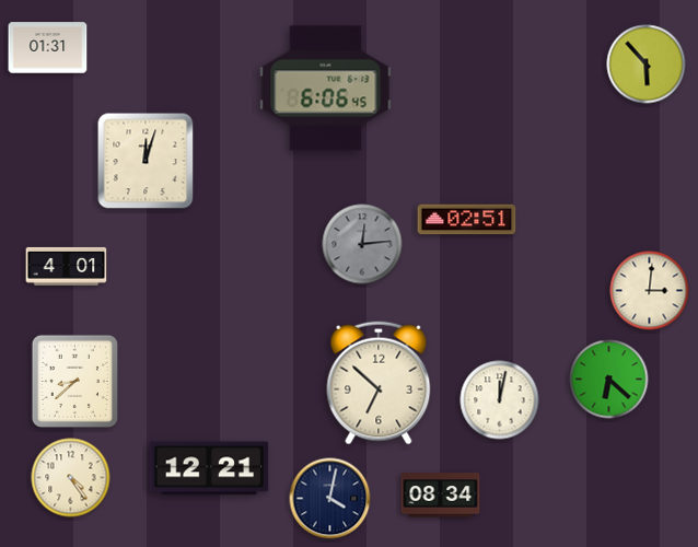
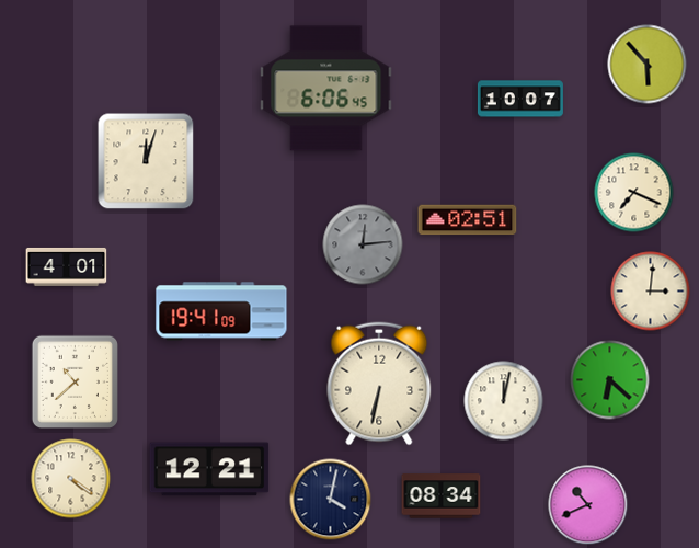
clock at (48, 48): 01:31 -> none
clock at (520, 99): none -> 10:07
clock at (634, 193): none -> 7:19
clock at (221, 311): none -> 19:41
clock at (74, 381): 8:38 -> 10:38
clock at (379, 383): 6:52 -> 6:32
clock at (500, 400) position: (500, 400) -> (504, 401)
clock at (71, 478): 4:24 -> 4:21
clock at (588, 505): none -> 10:41
